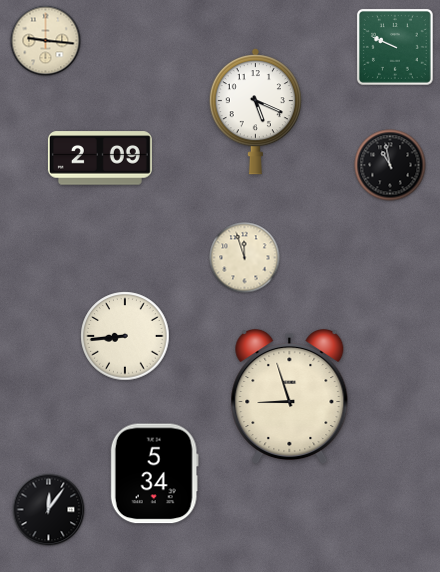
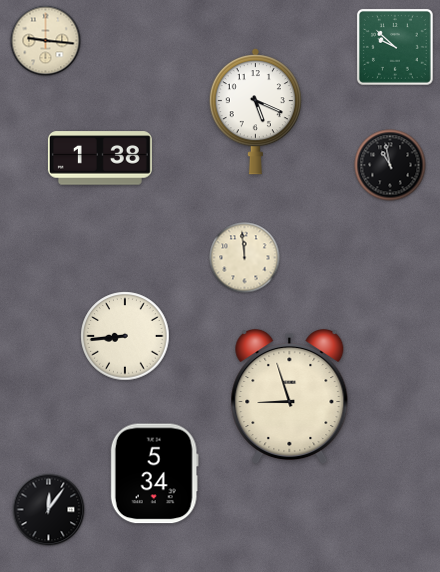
clock at (395, 47): 9:49 -> 9:52
clock at (100, 158): 2:09 -> 1:38
clock at (245, 258): 11:57 -> 11:59
